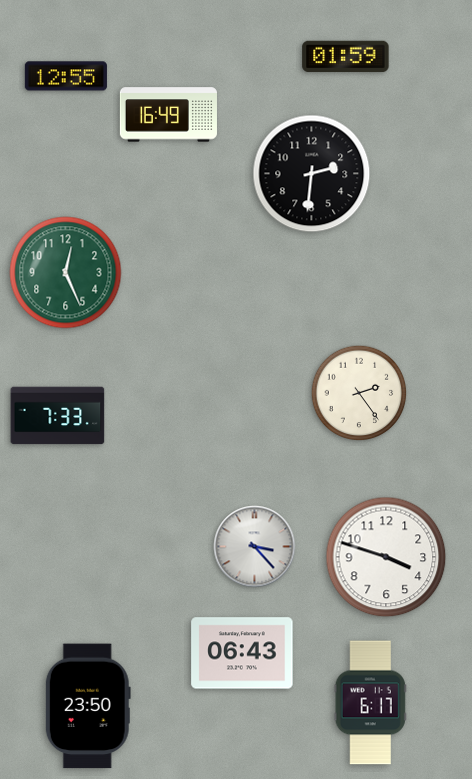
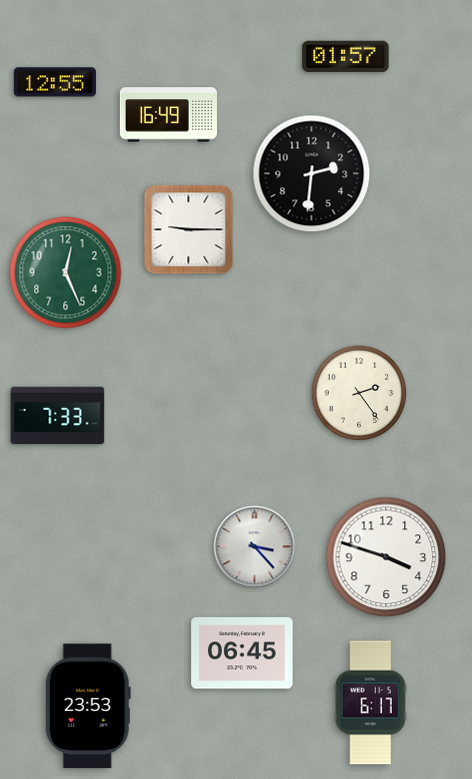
clock at (346, 57): 01:59 -> 01:57
clock at (66, 76) position: (66, 76) -> (55, 82)
clock at (189, 230): none -> 9:15
clock at (242, 653): 06:43 -> 06:45
clock at (88, 706): 23:50 -> 23:53
